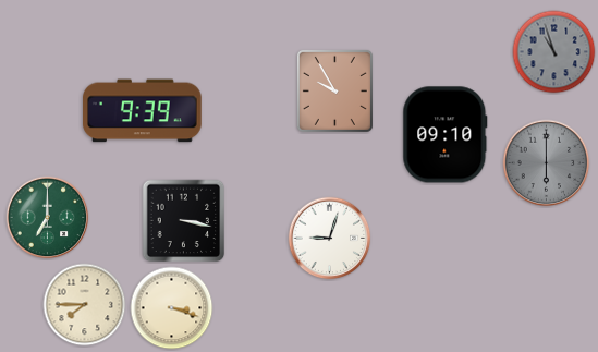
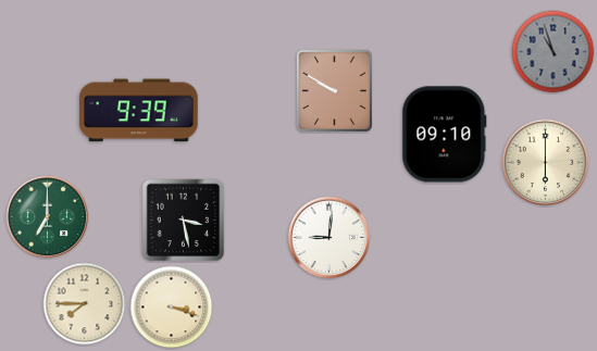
clock at (334, 90): 9:55 -> 9:50
clock at (143, 111) position: (143, 111) -> (139, 111)
clock at (547, 163) dial: grey -> cream
clock at (184, 221): 3:17 -> 3:28
clock at (330, 239): 9:03 -> 9:01
